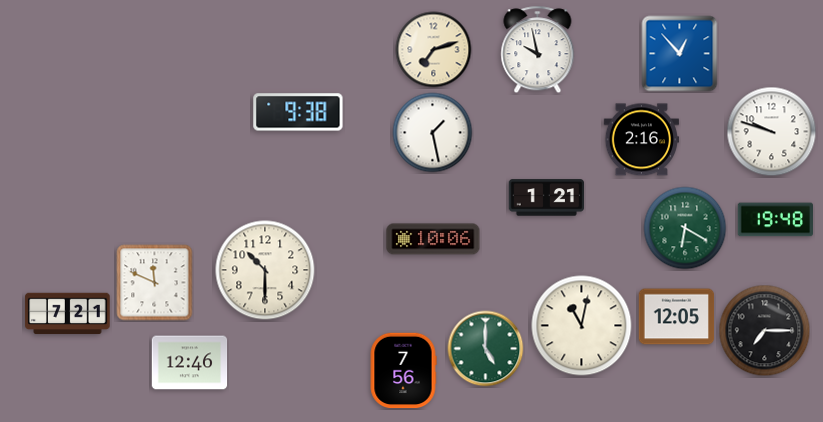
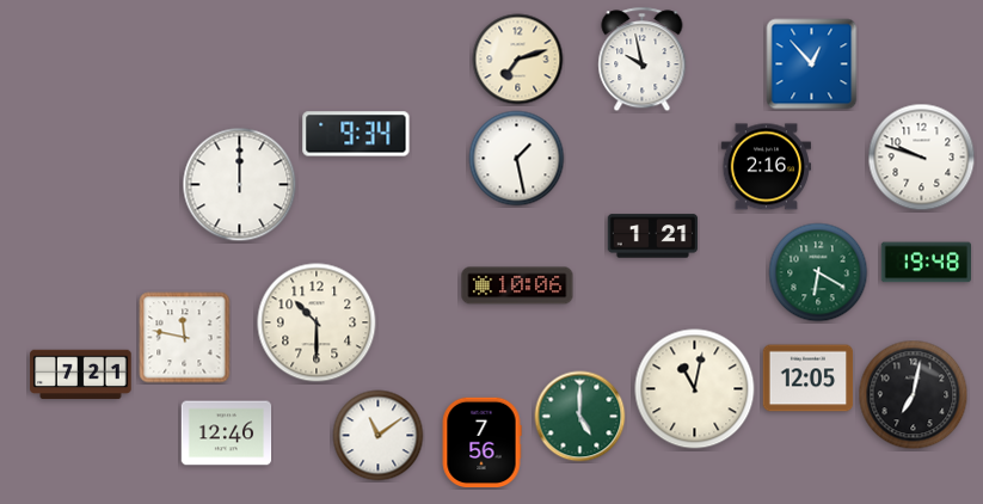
clock at (298, 112): 9:38 -> 9:34
clock at (240, 185): none -> 12:00
clock at (155, 283): 11:49 -> 11:47
clock at (765, 331): 7:15 -> 7:02
clock at (379, 436): none -> 11:09
